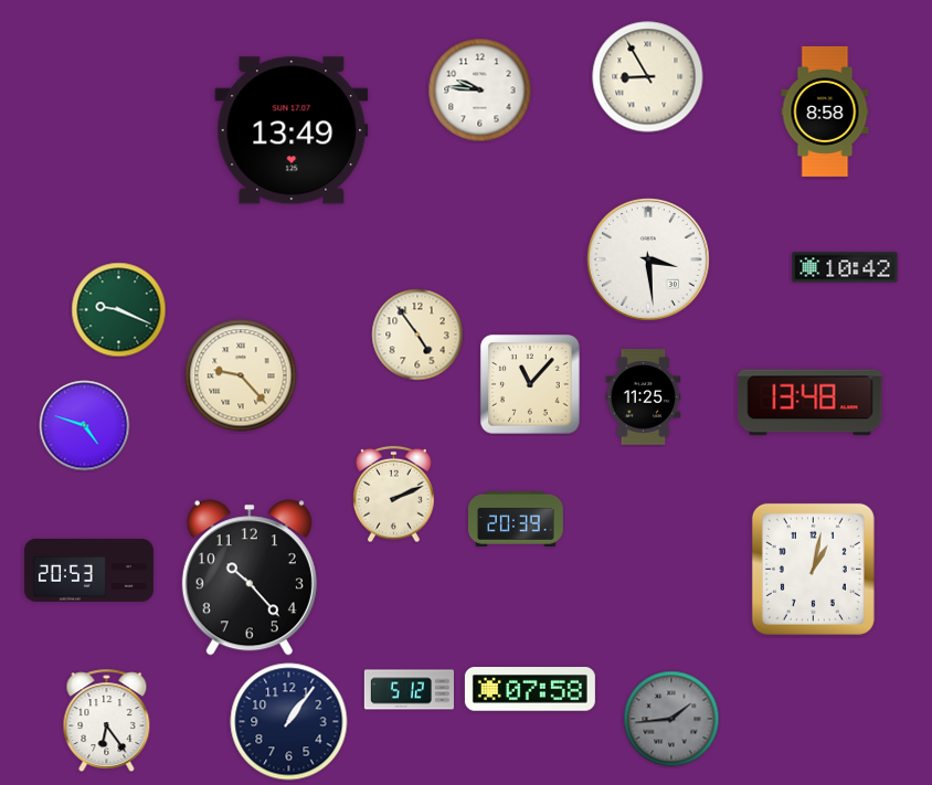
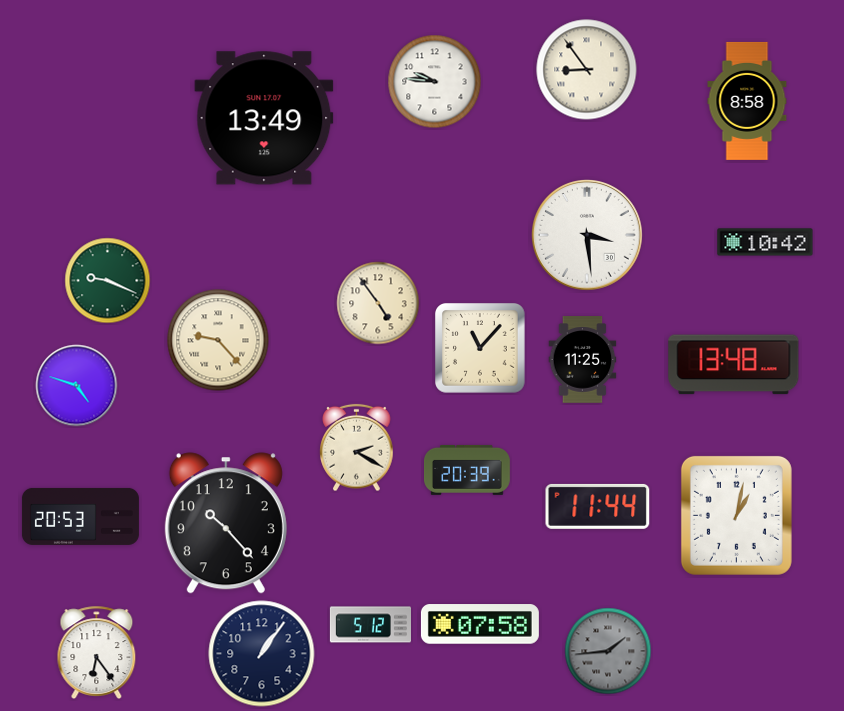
clock at (648, 77): 8:55 -> 8:54
clock at (394, 495): 2:11 -> 2:20
clock at (598, 506): none -> 11:44
